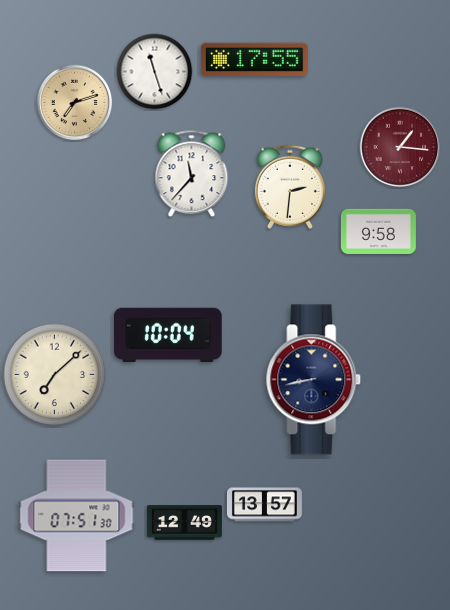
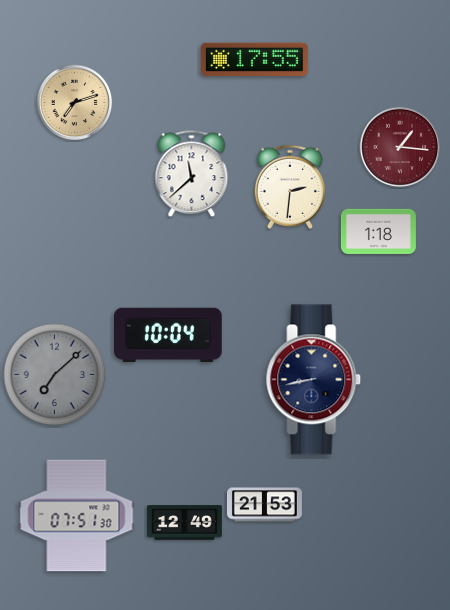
clock at (155, 72): 11:27 -> none
clock at (192, 174): 11:37 -> 11:38
clock at (378, 231): 9:58 -> 1:18
clock at (55, 375) dial: cream -> grey
clock at (264, 505): 13:57 -> 21:53
